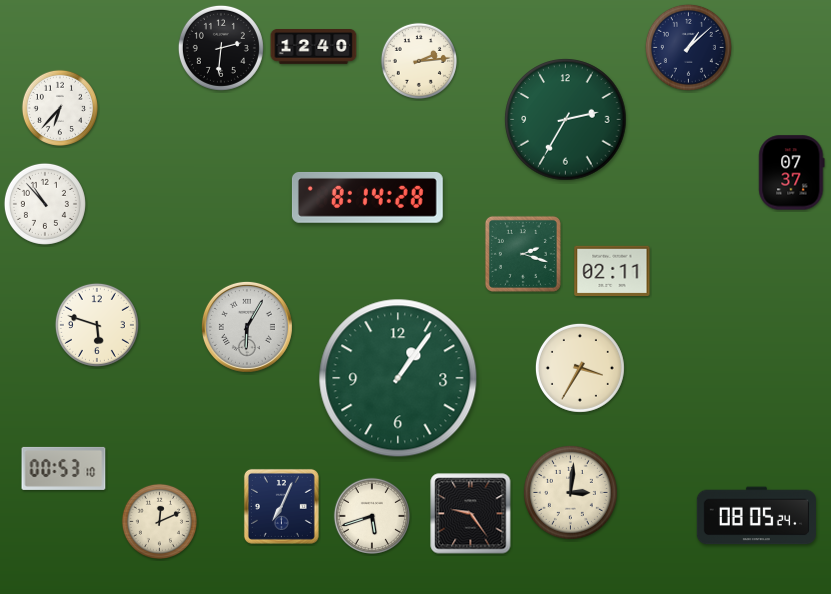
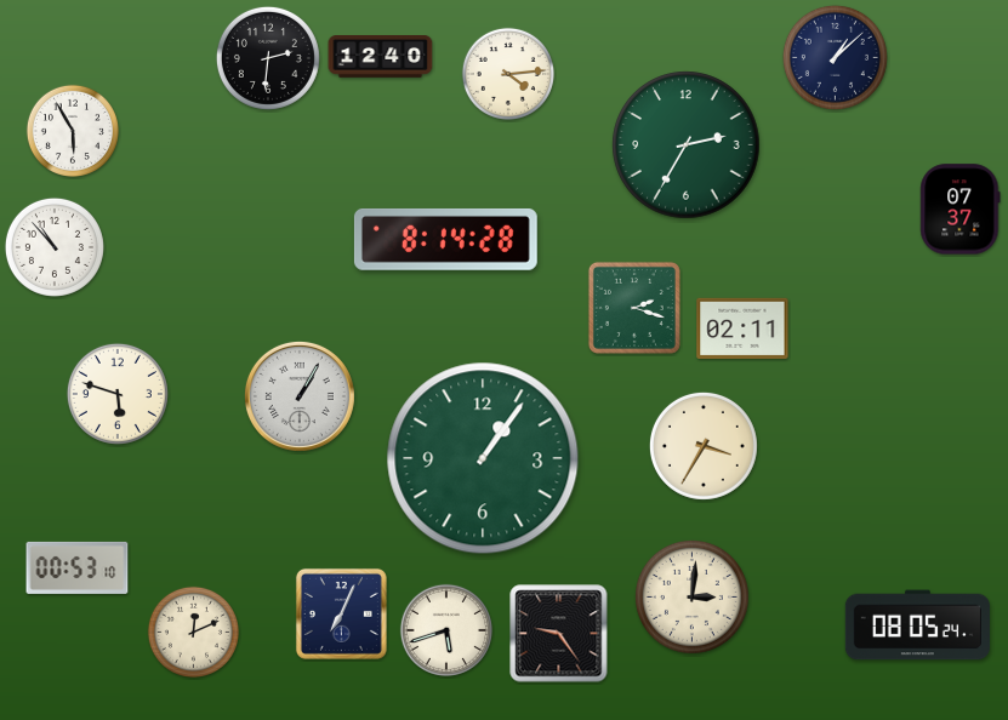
clock at (419, 61): 2:14 -> 4:14
clock at (60, 108): 6:37 -> 5:55
clock at (247, 327): 6:05 -> 1:05
clock at (471, 514) position: (471, 514) -> (559, 634)
clock at (372, 516) position: (372, 516) -> (446, 630)
